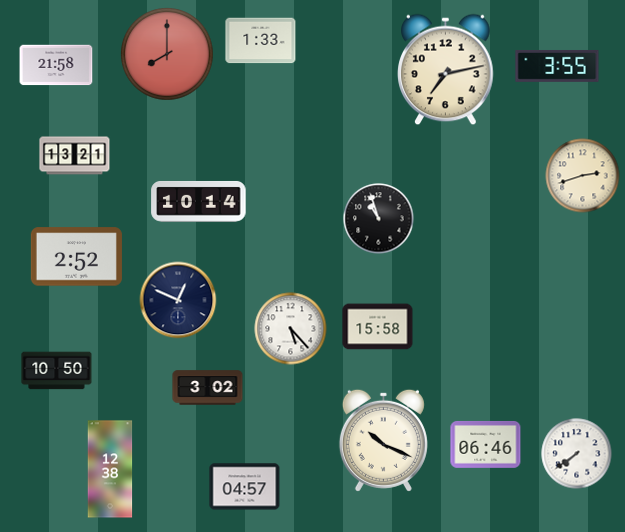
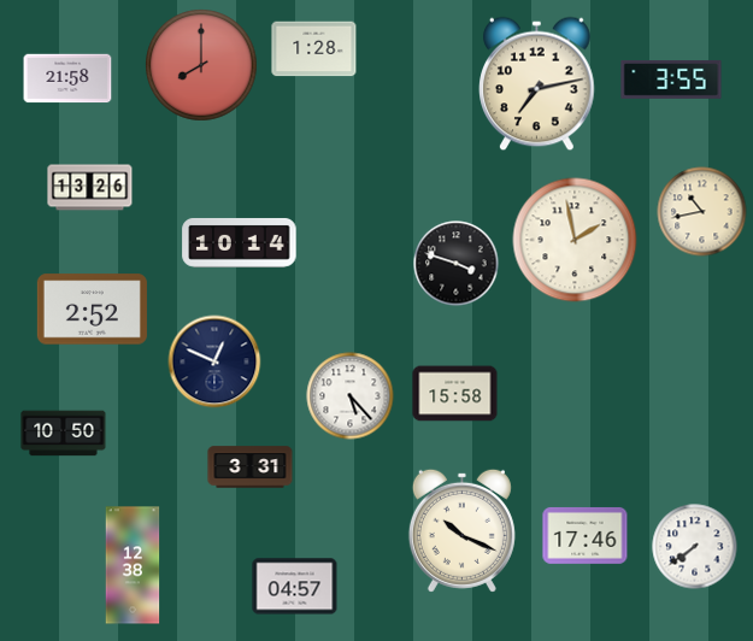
clock at (261, 41): 1:33 -> 1:28
clock at (75, 156): 13:21 -> 13:26
clock at (583, 176): 2:42 -> 10:43
clock at (575, 240): none -> 1:58
clock at (379, 219): 10:57 -> 3:48
clock at (57, 371) position: (57, 371) -> (64, 434)
clock at (208, 388): 3:02 -> 3:31
clock at (486, 444): 06:46 -> 17:46
